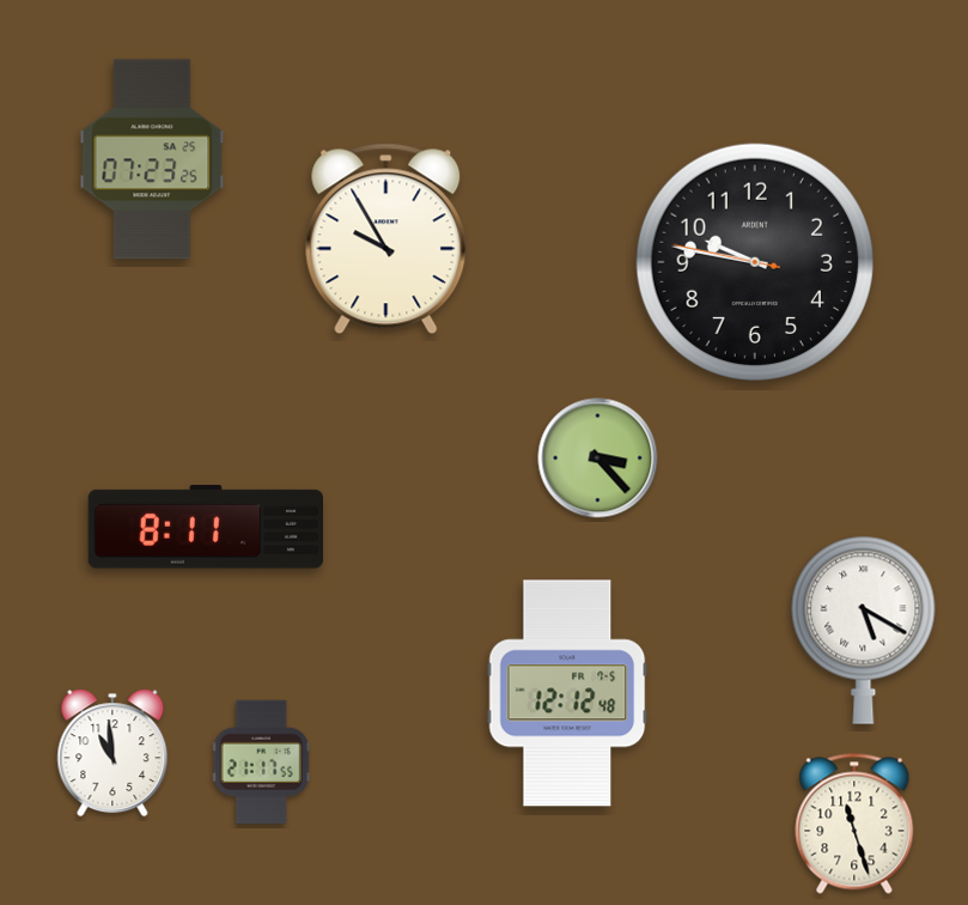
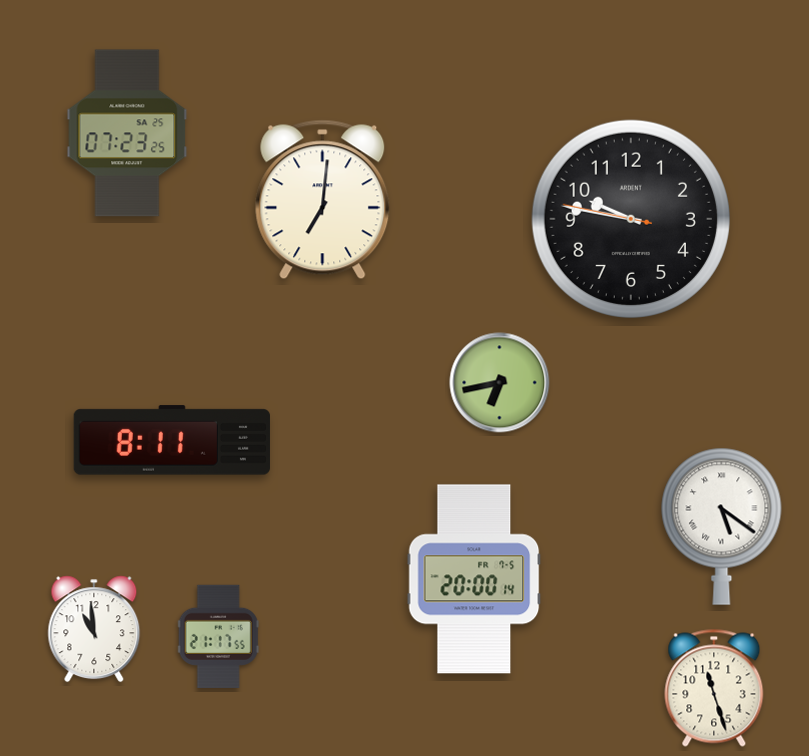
clock at (386, 239): 9:55 -> 7:01
clock at (598, 458): 3:23 -> 6:43
clock at (864, 630): 5:20 -> 5:21
clock at (567, 693): 12:12 -> 20:00
